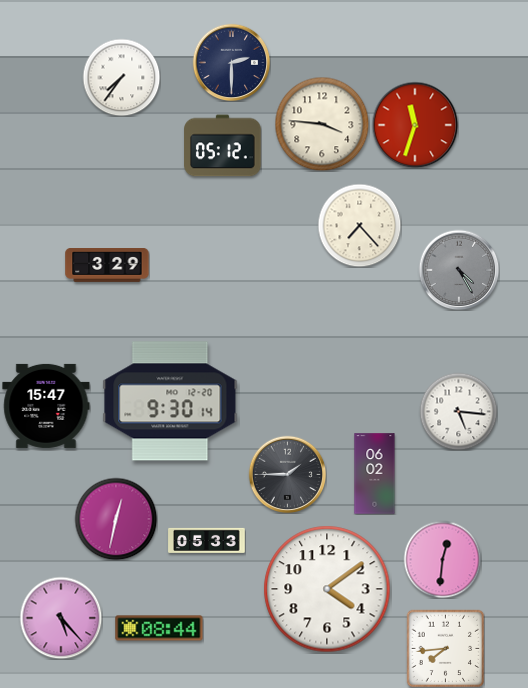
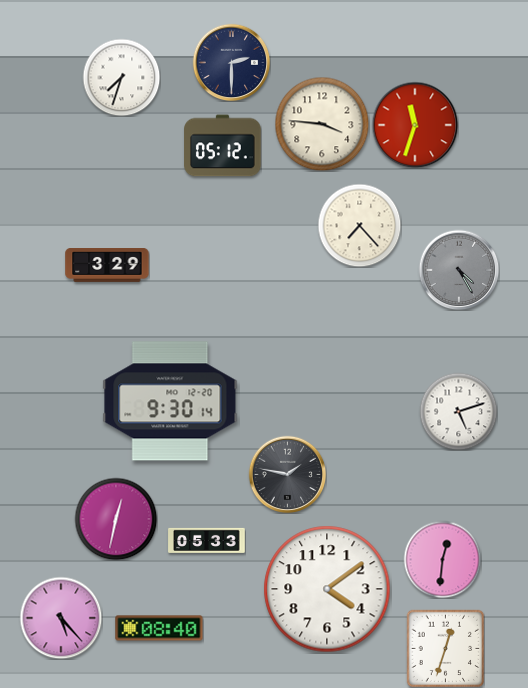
clock at (121, 77): 7:36 -> 7:33
clock at (46, 406): 15:47 -> none
clock at (458, 411): 5:16 -> 5:12
clock at (287, 474): 1:45 -> 1:47
clock at (375, 474): 06:02 -> none
clock at (159, 628): 08:44 -> 08:40
clock at (445, 648): 7:44 -> 12:33
